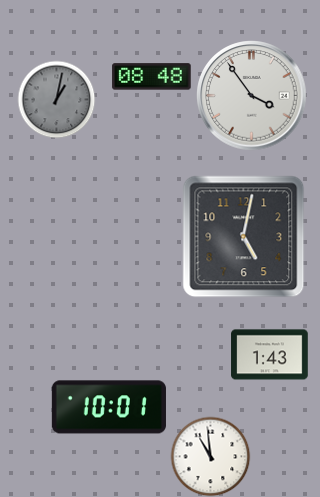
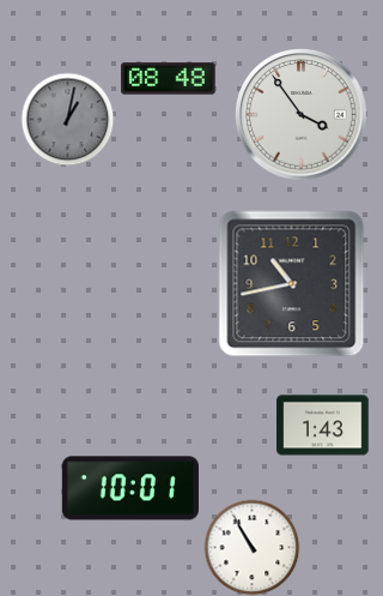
clock at (152, 77) position: (152, 77) -> (169, 79)
clock at (244, 237): 5:02 -> 10:43
clock at (210, 456): 10:59 -> 10:55
